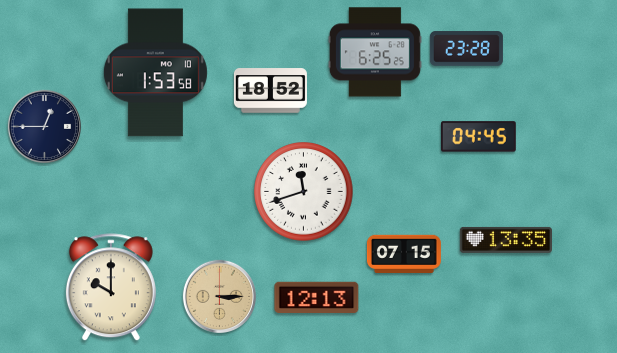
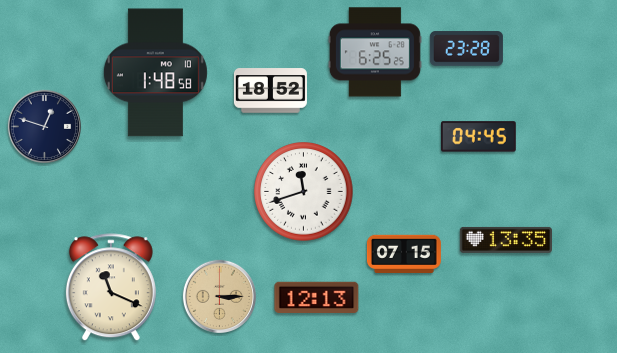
clock at (155, 73): 1:53 -> 1:48
clock at (44, 126): 12:45 -> 12:48
clock at (111, 288): 10:00 -> 11:19
